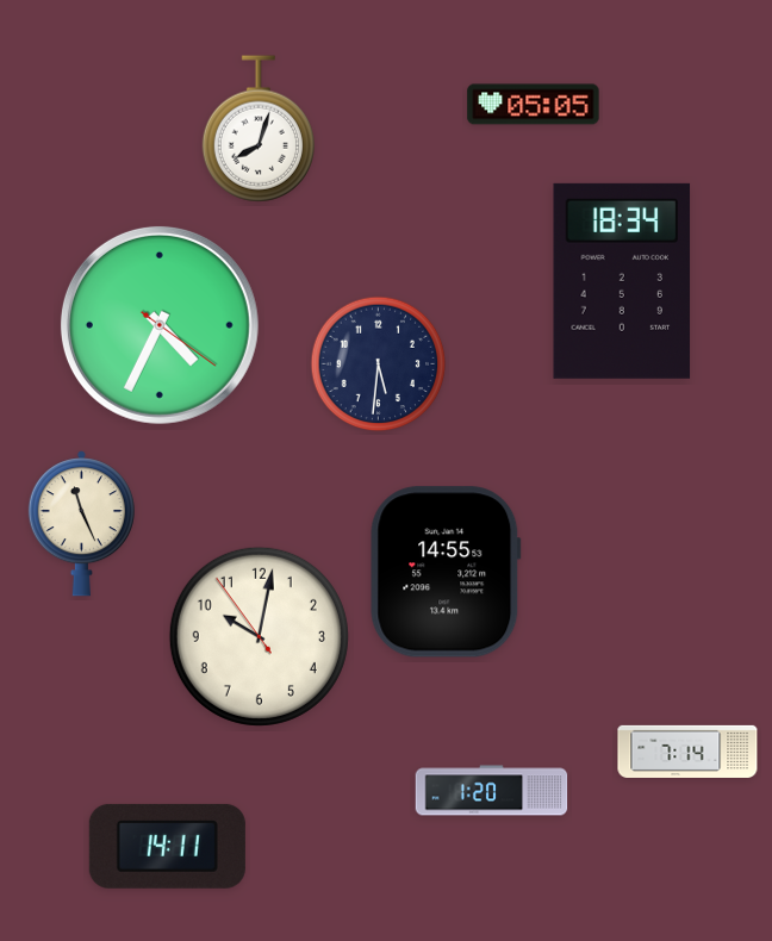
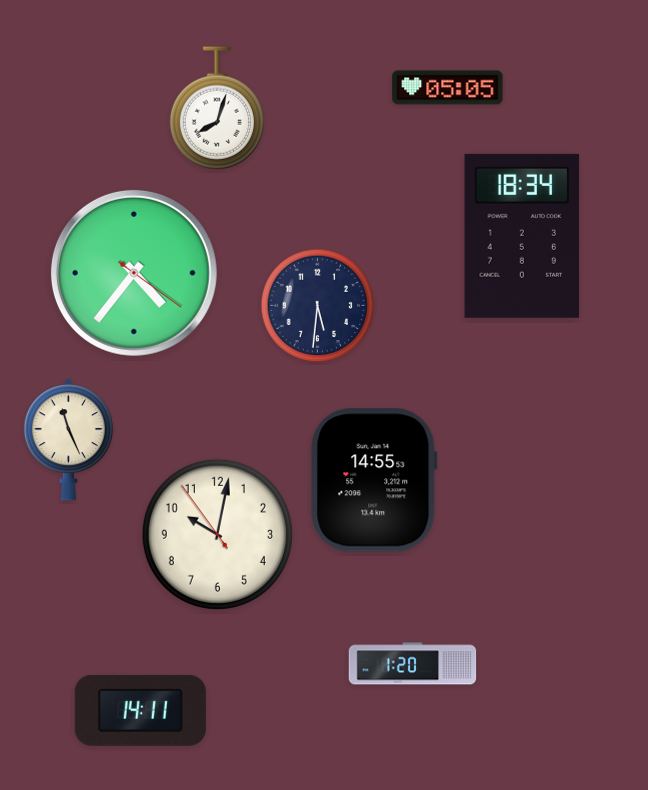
clock at (160, 325): 4:34 -> 4:36
clock at (687, 752): 7:14 -> none
